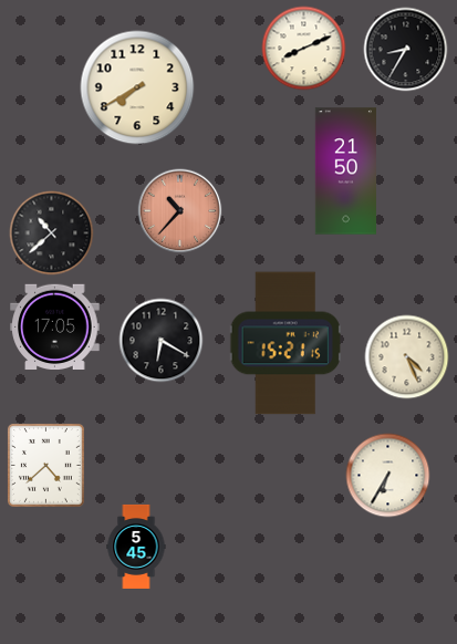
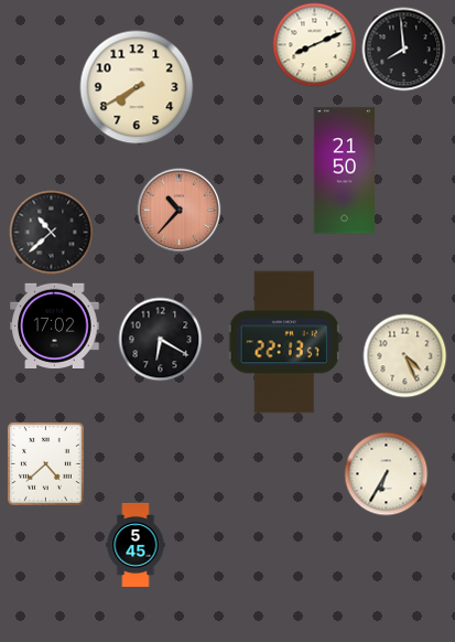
clock at (304, 49) position: (304, 49) -> (315, 45)
clock at (406, 50): 8:35 -> 7:59
clock at (55, 328): 17:05 -> 17:02
clock at (285, 343): 15:21 -> 22:13
